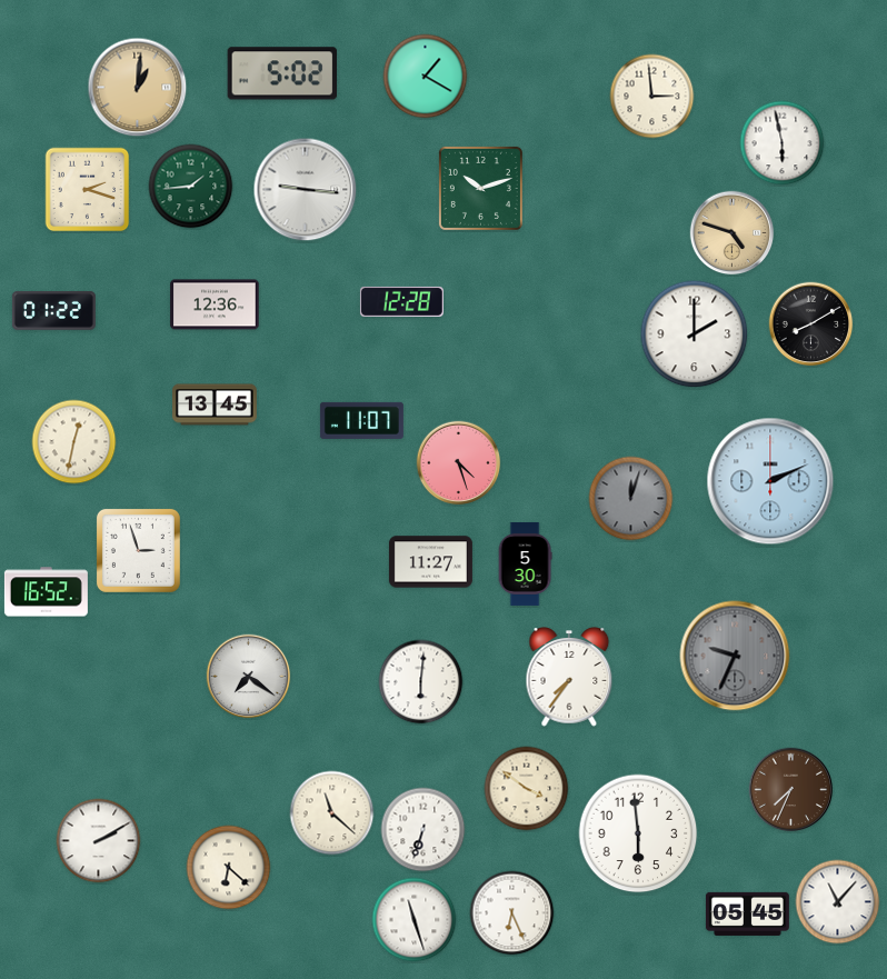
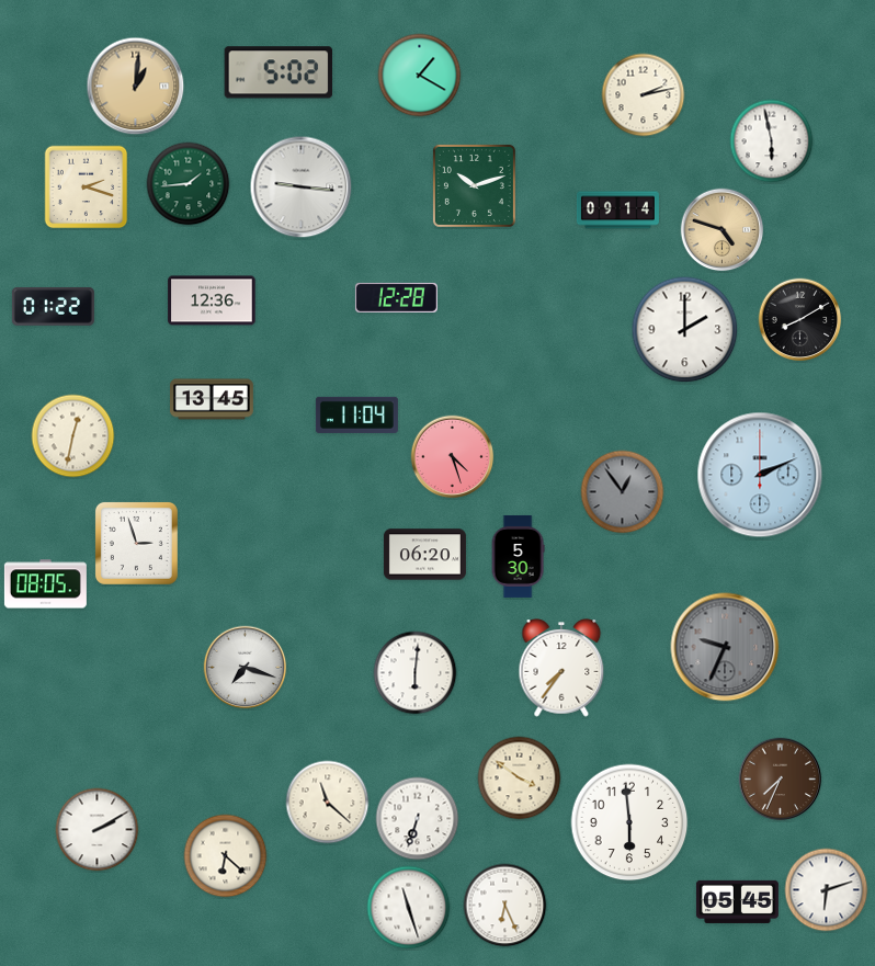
clock at (652, 97): 2:59 -> 2:13
clock at (617, 211): none -> 09:14
clock at (361, 420): 11:07 -> 11:04
clock at (631, 499): 12:03 -> 12:54
clock at (430, 562): 11:27 -> 06:20
clock at (46, 592): 16:52 -> 08:05
clock at (249, 677): 7:21 -> 7:18
clock at (838, 902): 11:07 -> 6:12
clock at (512, 913) position: (512, 913) -> (505, 906)
